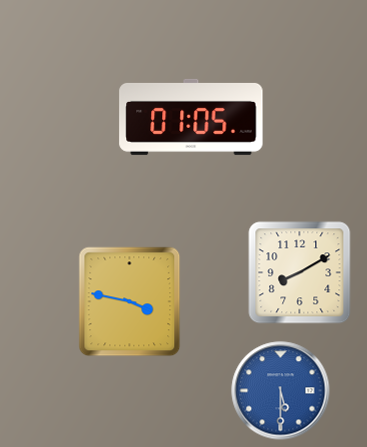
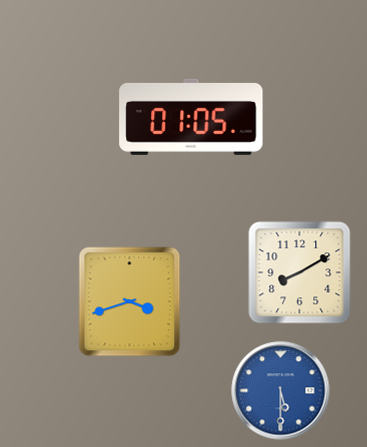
clock at (130, 302): 3:47 -> 3:42
